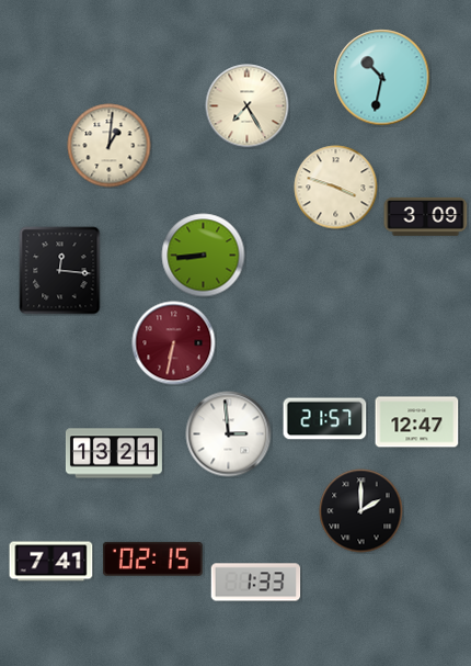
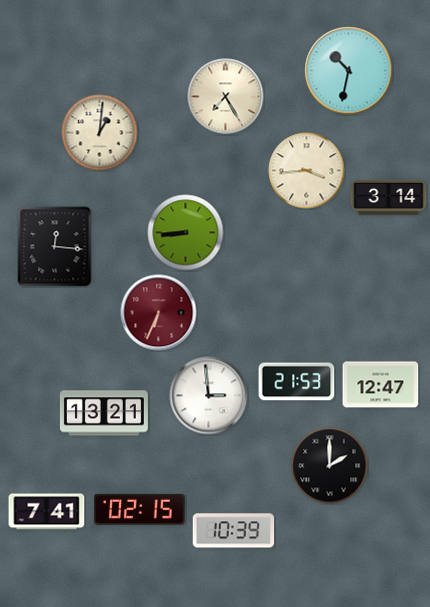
clock at (336, 188): 3:48 -> 3:44
clock at (426, 216): 3:09 -> 3:14
clock at (174, 343): 6:32 -> 6:34
clock at (325, 419): 21:57 -> 21:53
clock at (256, 583): 1:33 -> 10:39
